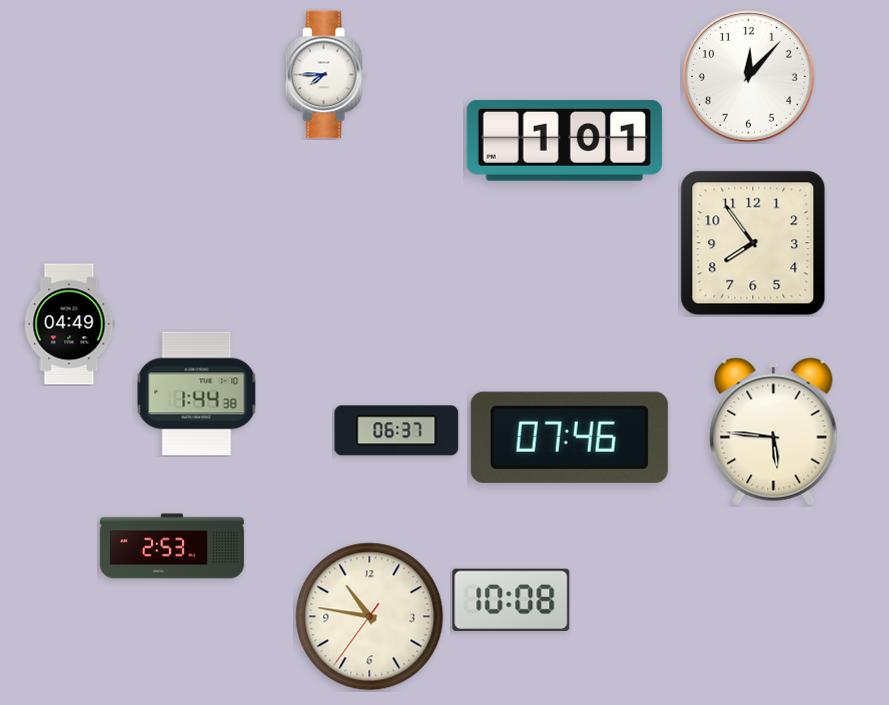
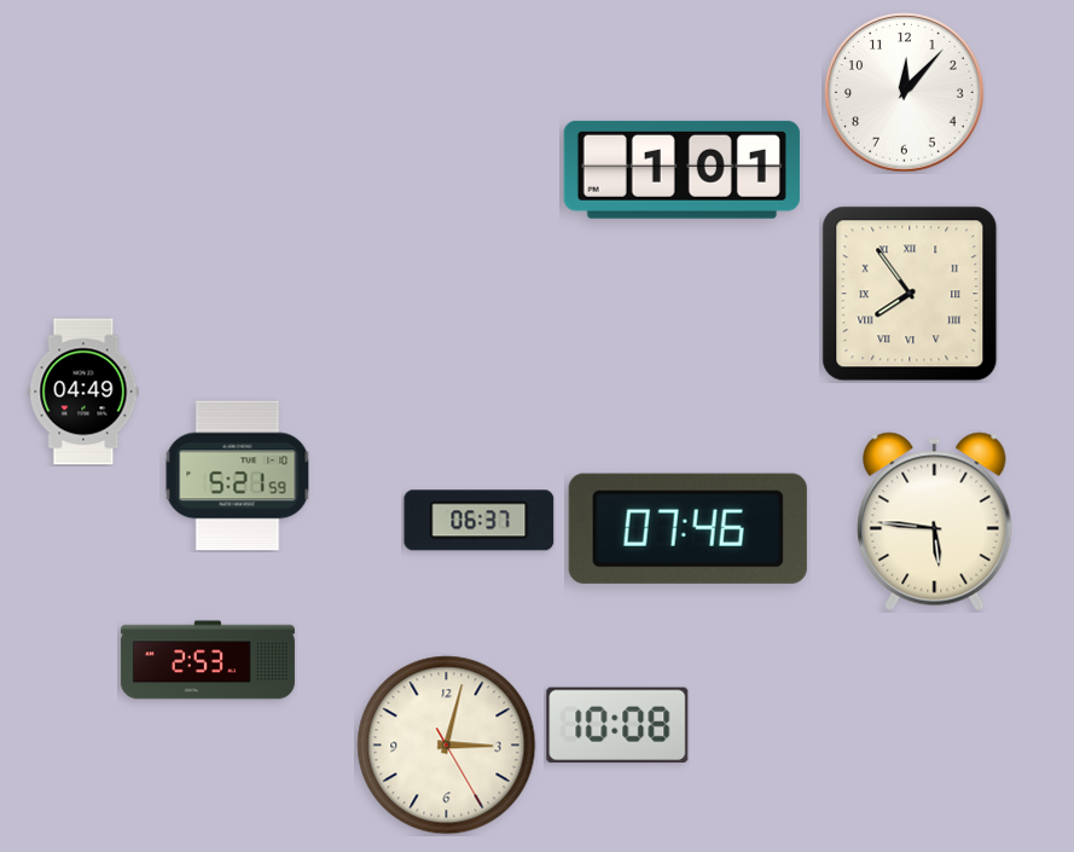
clock at (325, 75): 7:45 -> none
clock at (753, 243) numerals: Arabic -> Roman
clock at (197, 394): 1:44 -> 5:21
clock at (370, 617): 10:46 -> 3:02
